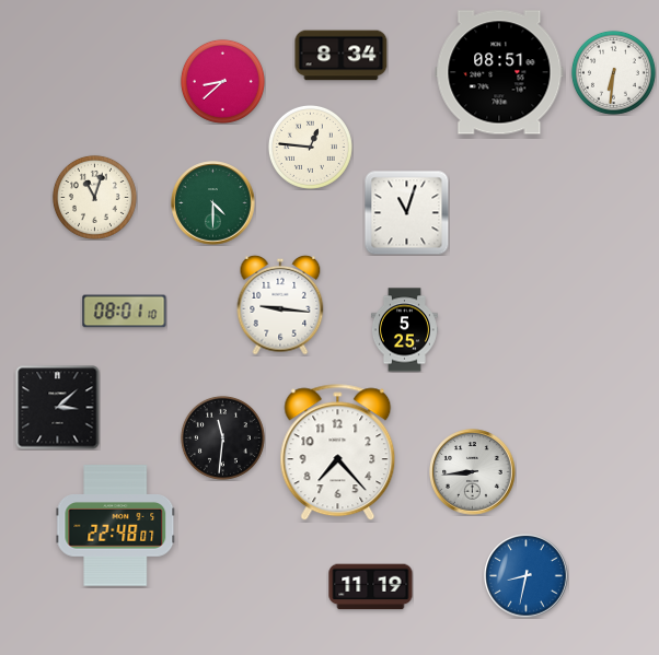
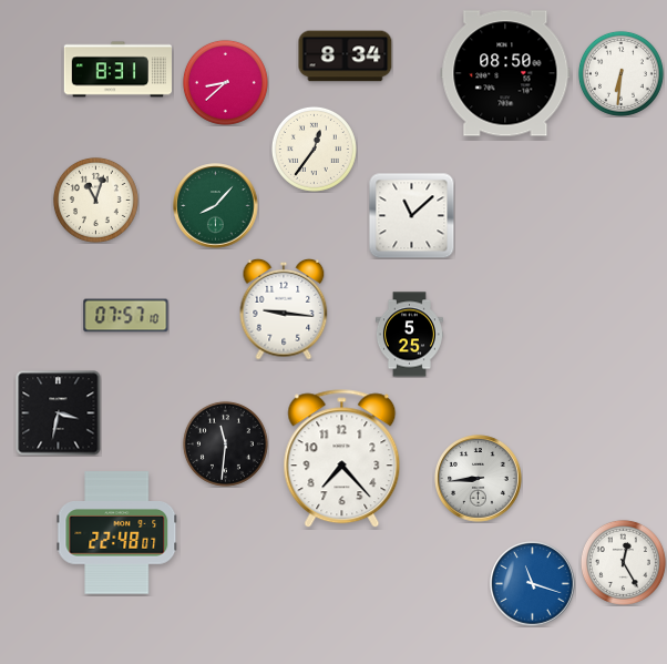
clock at (117, 70): none -> 8:31
clock at (499, 72): 08:51 -> 08:50
clock at (310, 147): 12:46 -> 12:36
clock at (213, 203): 4:30 -> 8:07
clock at (406, 212): 11:03 -> 11:08
clock at (125, 312): 08:01 -> 07:57
clock at (58, 408): 3:08 -> 3:32
clock at (623, 562): none -> 12:25
clock at (527, 576): 8:32 -> 11:18
clock at (371, 587): 11:19 -> none
